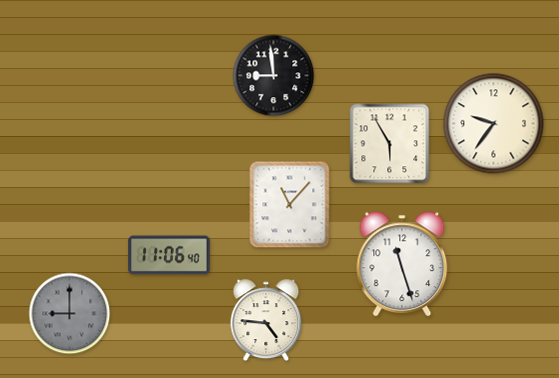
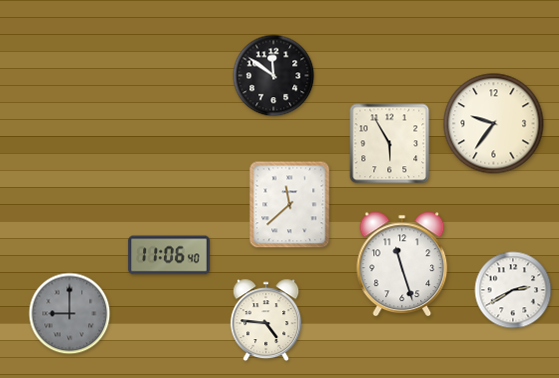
clock at (274, 76): 8:59 -> 11:51
clock at (290, 205): 11:07 -> 11:38
clock at (513, 290): none -> 2:40
